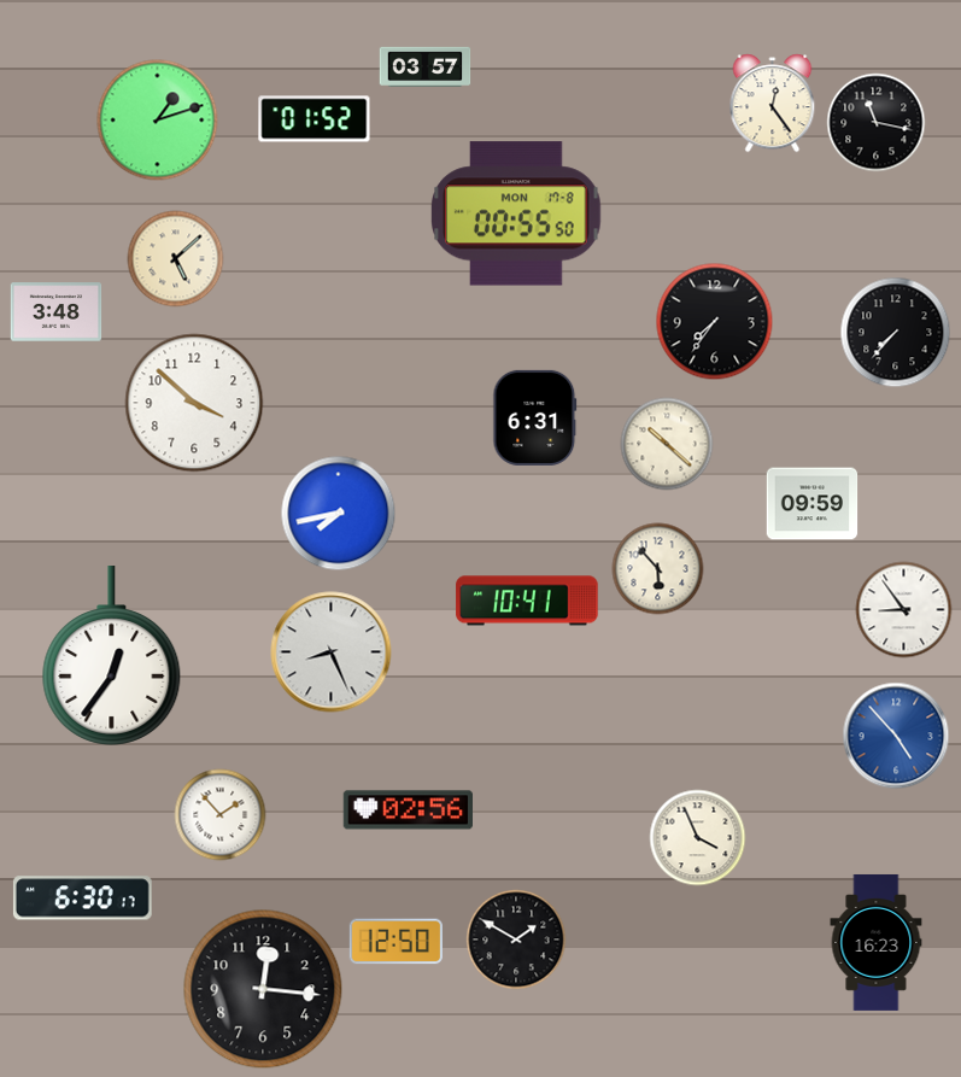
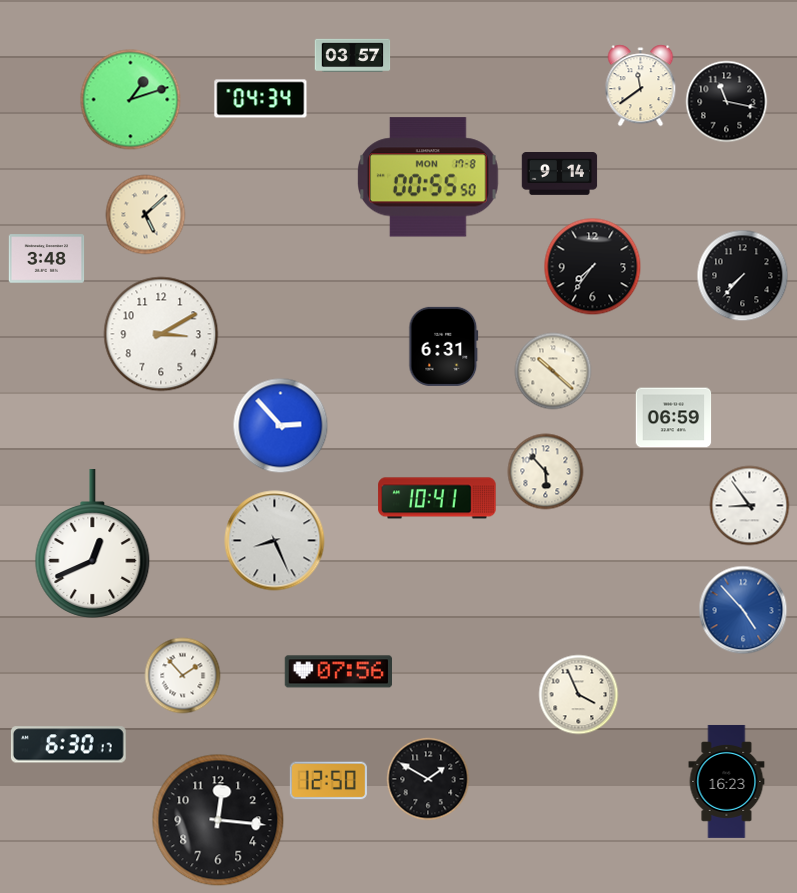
clock at (773, 104): 12:24 -> 11:39
clock at (315, 119): 01:52 -> 04:34
clock at (560, 174): none -> 9:14
clock at (194, 403): 3:52 -> 3:10
clock at (667, 444) position: (667, 444) -> (553, 371)
clock at (813, 504): 09:59 -> 06:59
clock at (339, 514): 7:43 -> 2:53
clock at (112, 656): 12:36 -> 12:41
clock at (408, 810): 02:56 -> 07:56
